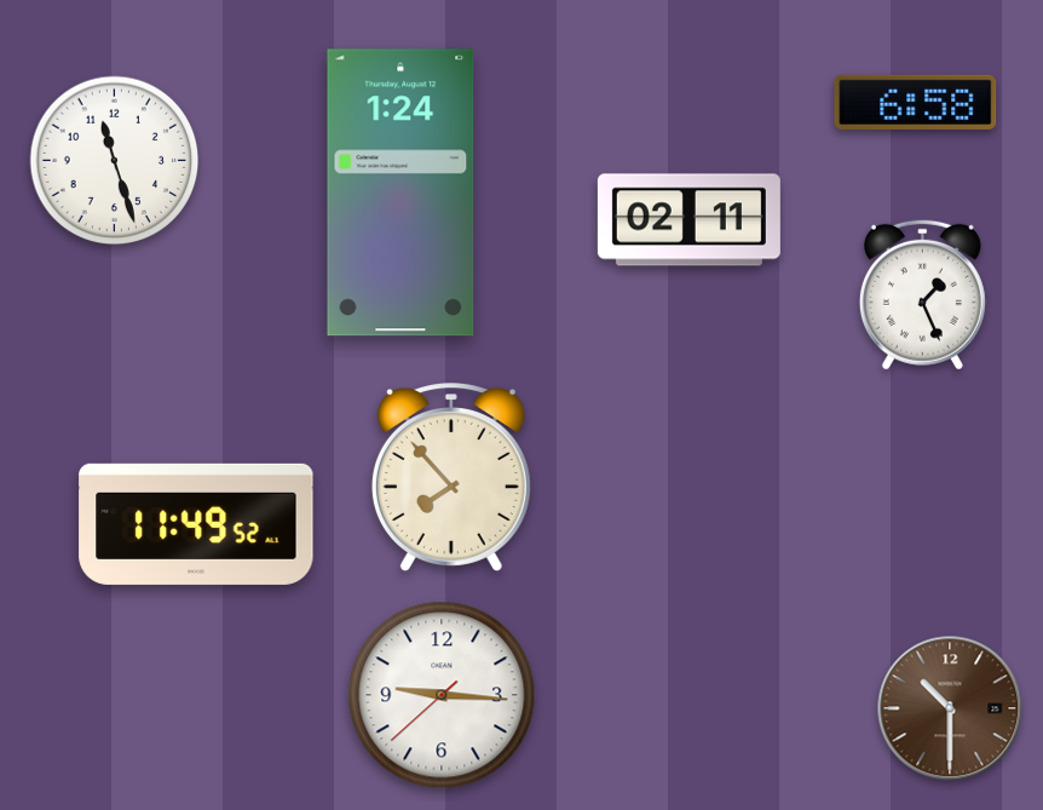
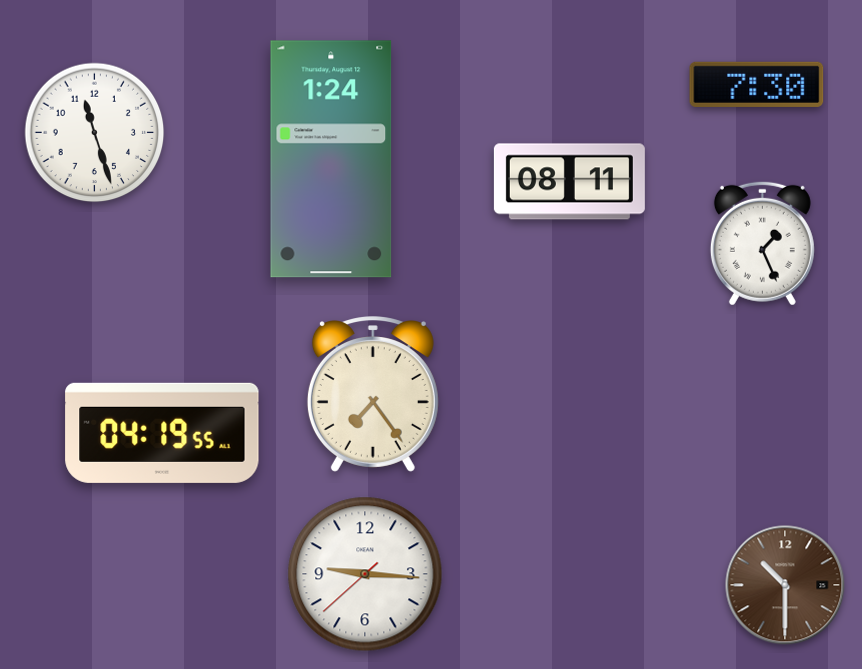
clock at (916, 102): 6:58 -> 7:30
clock at (688, 220): 02:11 -> 08:11
clock at (451, 477): 7:53 -> 7:24
clock at (196, 524): 11:49 -> 04:19
